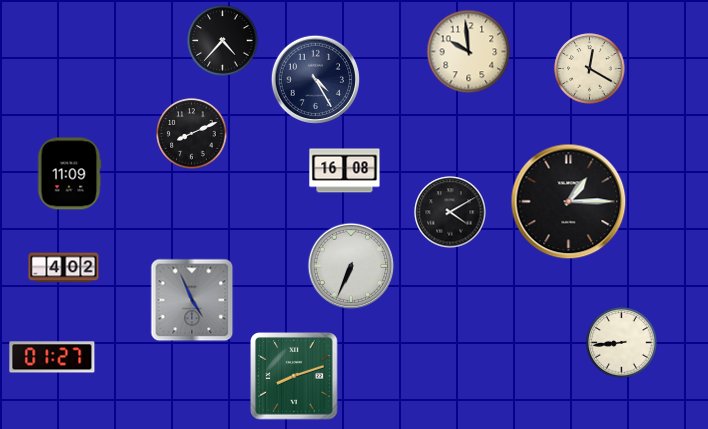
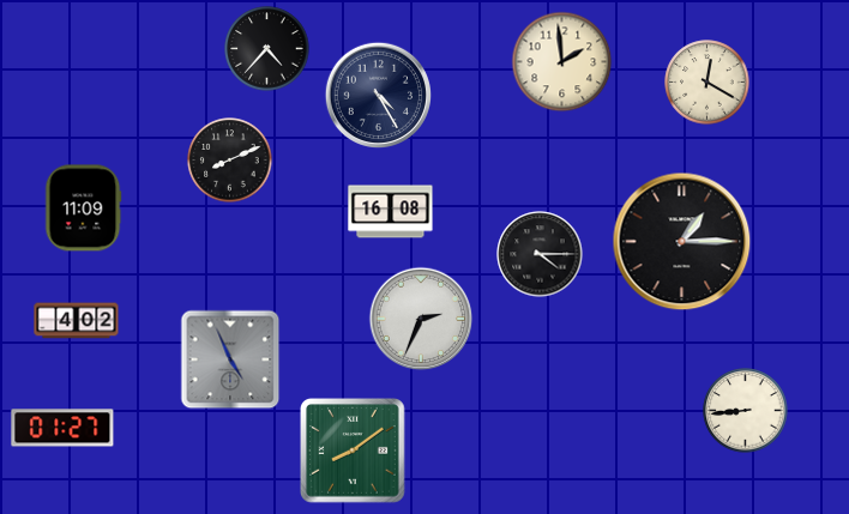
clock at (469, 52): 9:59 -> 1:59
clock at (345, 171) position: (345, 171) -> (391, 212)
clock at (450, 212): 4:10 -> 4:15
clock at (351, 266): 6:34 -> 2:34
clock at (295, 377): 8:12 -> 8:09
